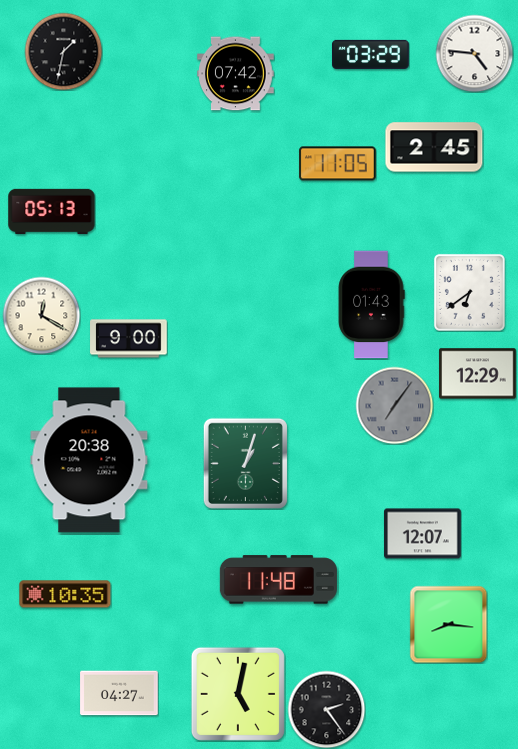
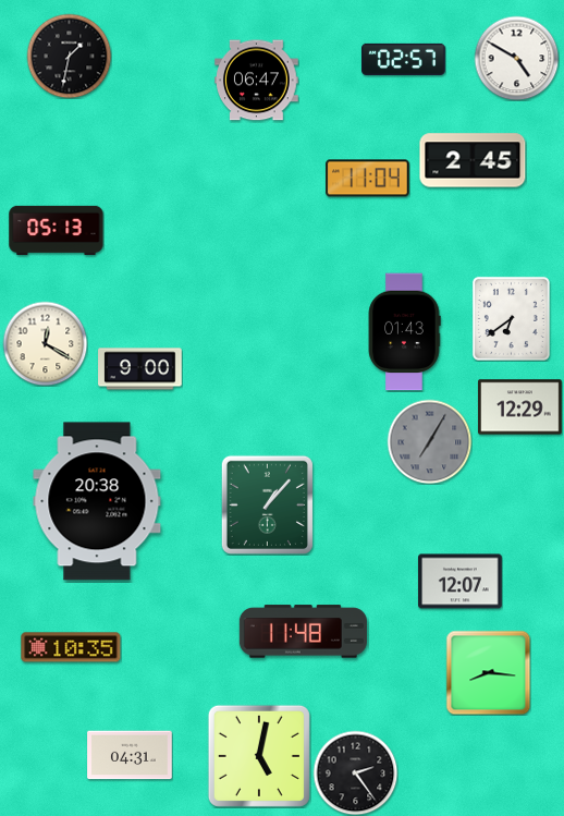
clock at (474, 53): 4:46 -> 4:50
clock at (371, 54): 03:29 -> 02:57
clock at (236, 74): 07:42 -> 06:47
clock at (338, 164): 11:05 -> 11:04
clock at (394, 405): 7:06 -> 7:05
clock at (245, 463): 1:03 -> 1:07
clock at (448, 624) position: (448, 624) -> (488, 672)
clock at (119, 693): 04:27 -> 04:31
